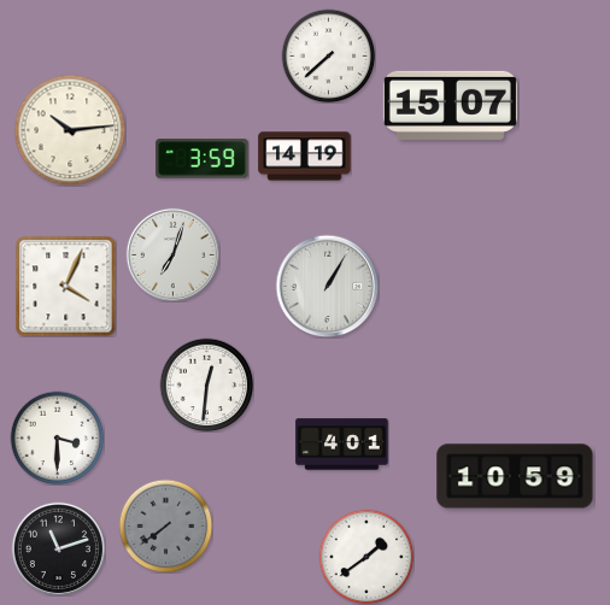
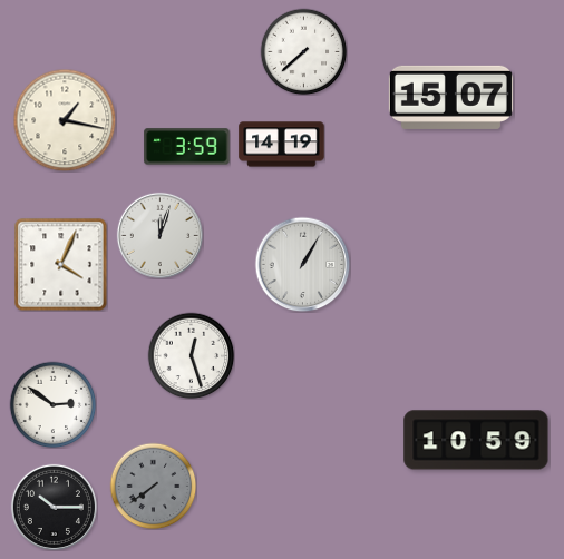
clock at (450, 105) position: (450, 105) -> (450, 97)
clock at (70, 130): 10:14 -> 1:17
clock at (172, 254): 7:03 -> 12:03
clock at (206, 384): 12:31 -> 12:27
clock at (57, 437): 3:30 -> 2:51
clock at (342, 445): 4:01 -> none
clock at (58, 548): 11:12 -> 10:15
clock at (366, 557): 1:39 -> none
